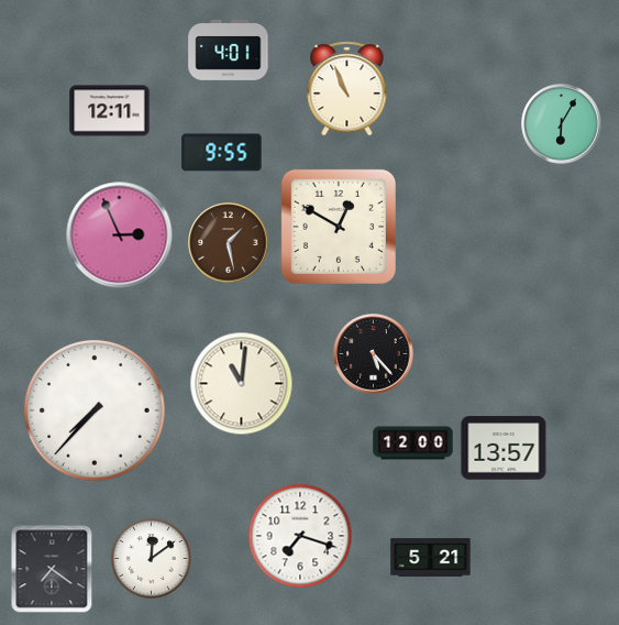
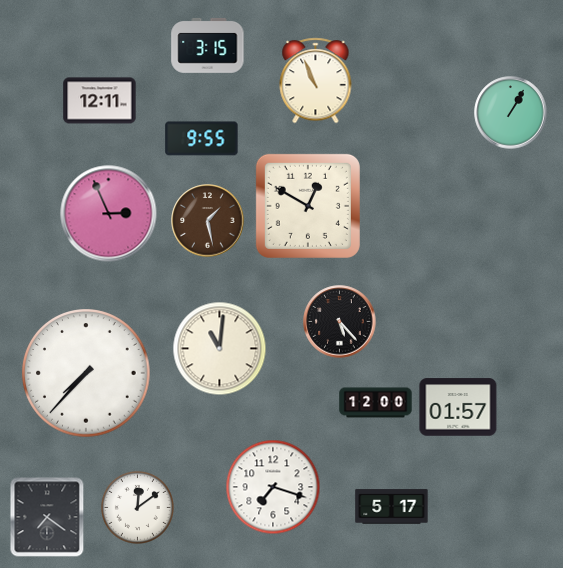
clock at (229, 50): 4:01 -> 3:15
clock at (562, 124): 6:05 -> 1:05
clock at (504, 448): 13:57 -> 01:57
clock at (431, 558): 5:21 -> 5:17
